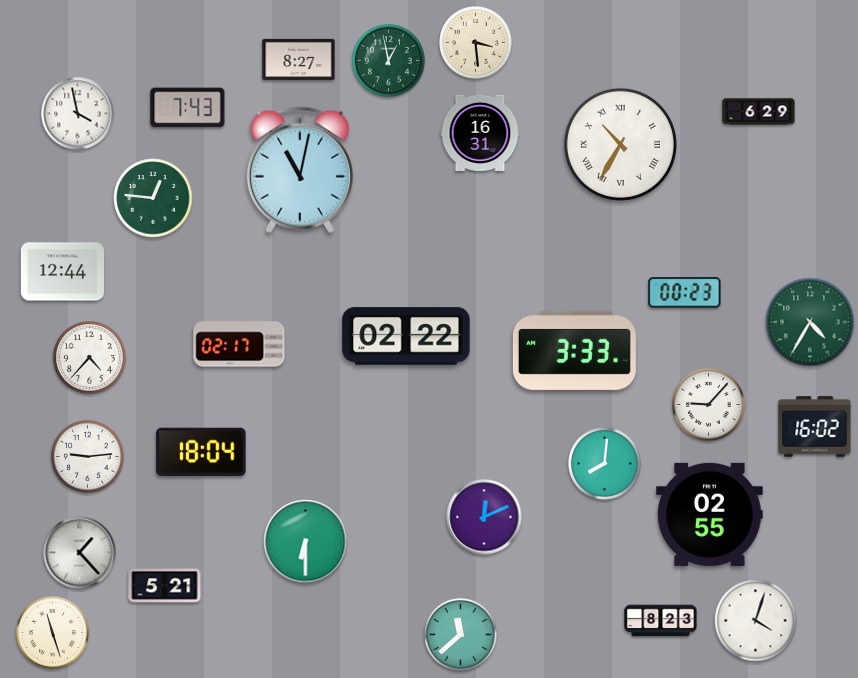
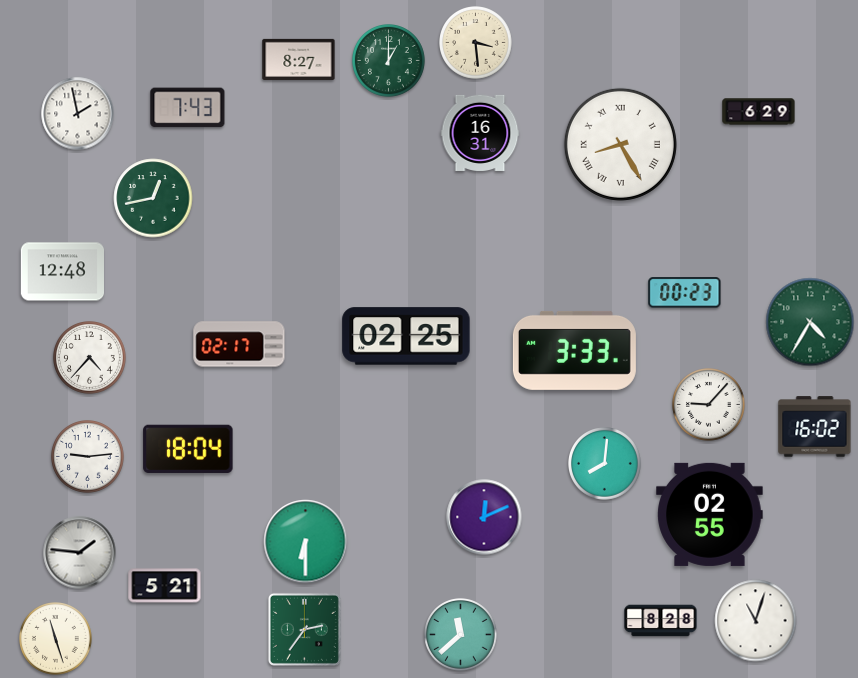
clock at (389, 61): 12:58 -> 1:00
clock at (78, 114): 3:58 -> 1:58
clock at (620, 144): 10:35 -> 8:25
clock at (300, 170): 11:02 -> none
clock at (153, 198): 12:46 -> 12:43
clock at (62, 272): 12:44 -> 12:48
clock at (406, 336): 02:22 -> 02:25
clock at (201, 452) position: (201, 452) -> (188, 449)
clock at (80, 553): 1:23 -> 1:46
clock at (661, 621): 8:23 -> 8:28
clock at (756, 621): 4:03 -> 11:03
clock at (304, 629): none -> 2:36
clock at (53, 633) position: (53, 633) -> (56, 639)
